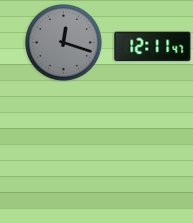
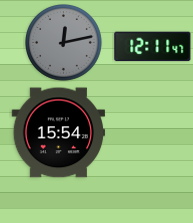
clock at (64, 43): 12:18 -> 12:13
clock at (58, 133): none -> 15:54
